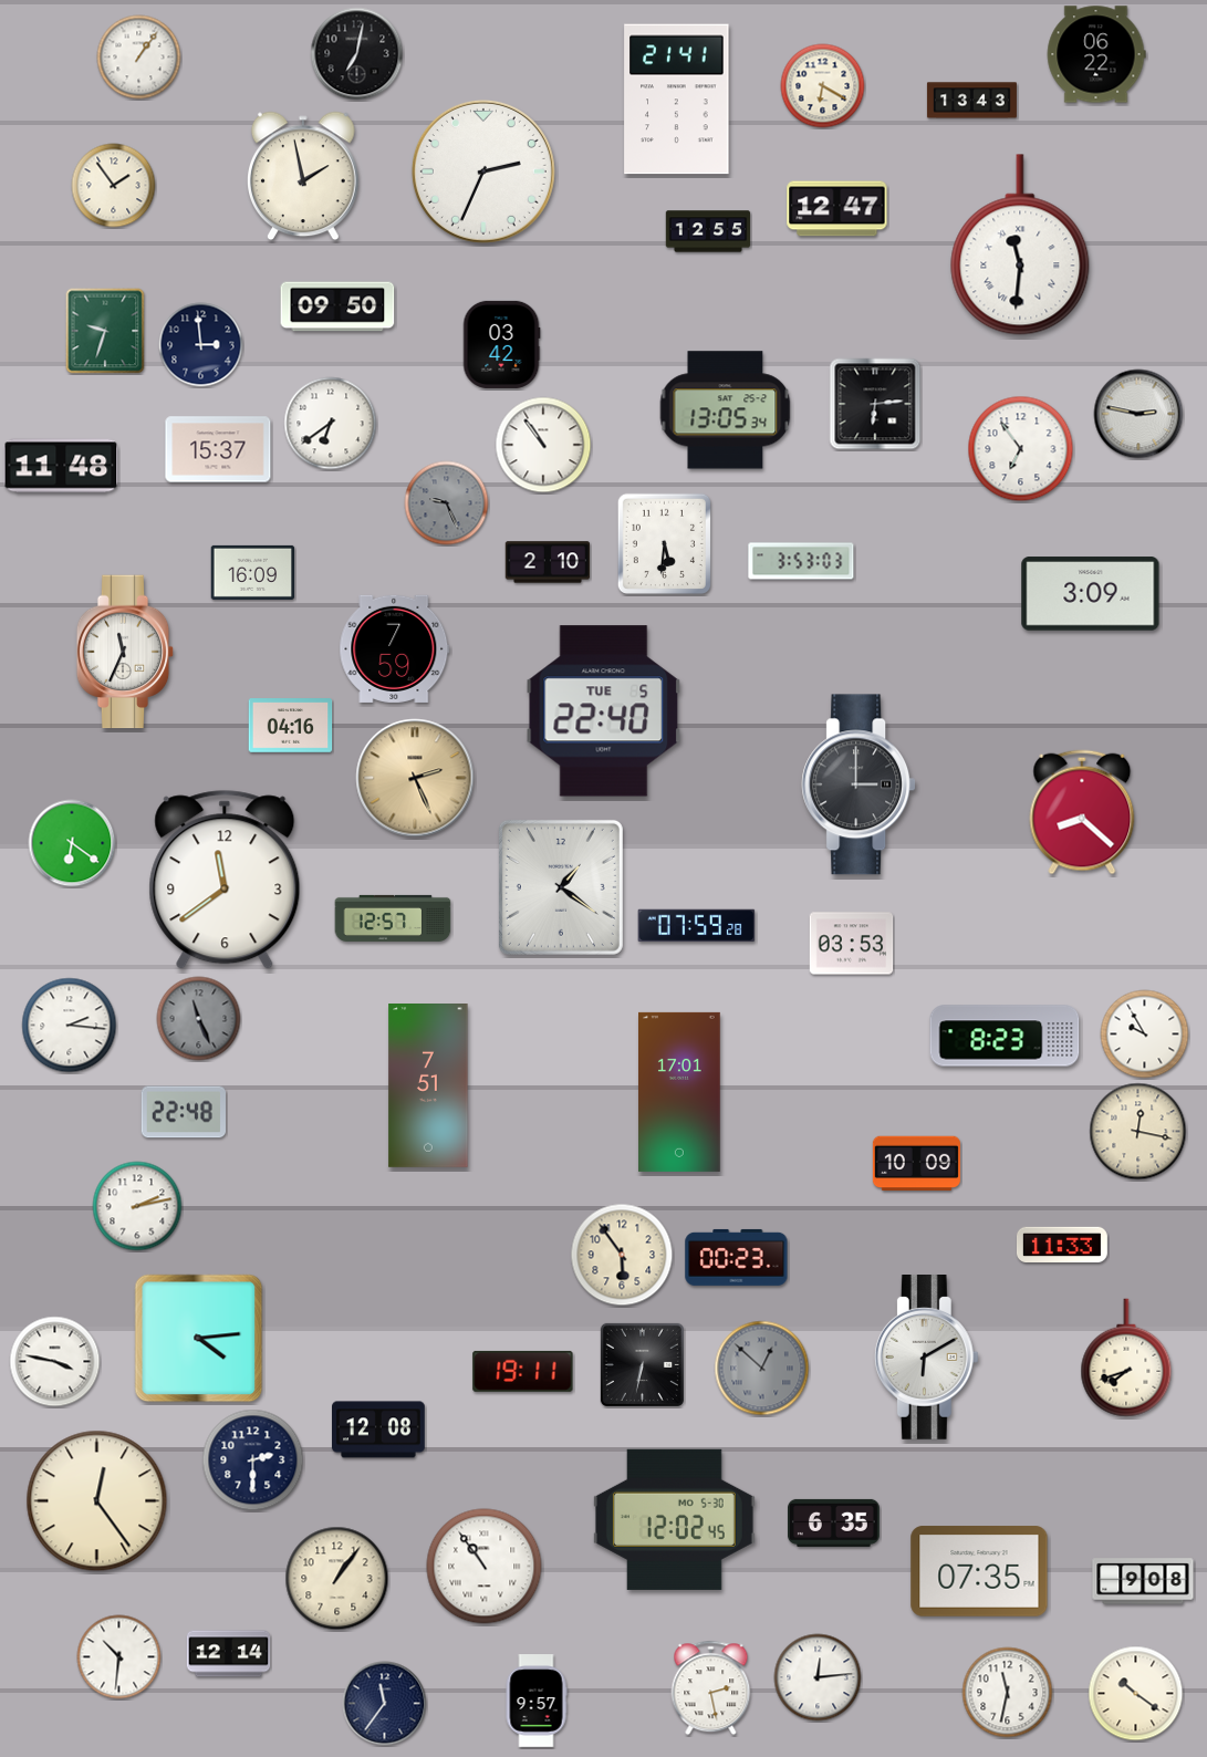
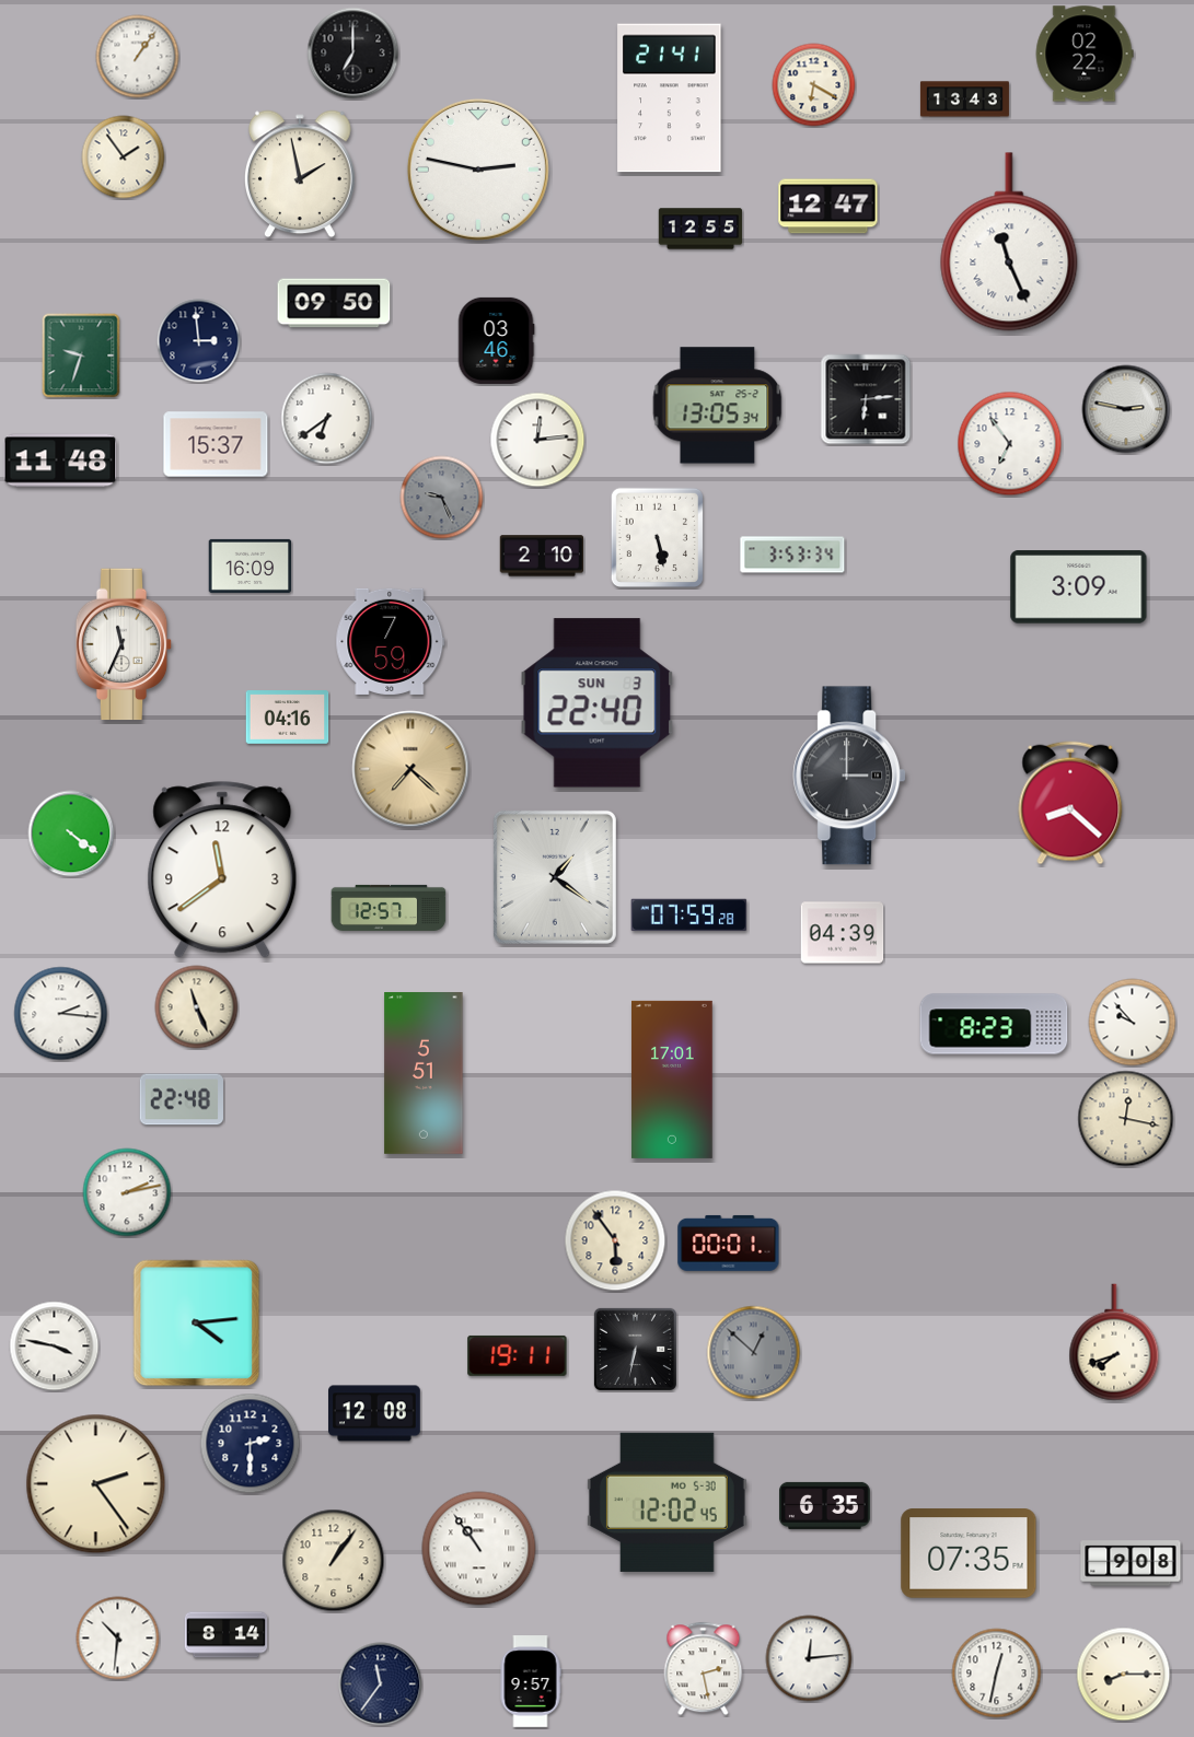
clock at (357, 54): 7:02 -> 7:00
clock at (1096, 54): 06:22 -> 02:22
clock at (971, 101) position: (971, 101) -> (964, 100)
clock at (483, 171): 2:34 -> 2:47
clock at (114, 186) position: (114, 186) -> (124, 158)
clock at (1020, 245): 11:31 -> 11:26
clock at (105, 331) position: (105, 331) -> (81, 355)
clock at (501, 344): 03:42 -> 03:46
clock at (543, 445): 10:54 -> 12:14
clock at (664, 543): 5:31 -> 5:28
clock at (801, 561): 3:53:03 -> 3:53:34
clock at (604, 711) date: TUE 5 -> SUN 3
clock at (415, 778): 2:26 -> 7:22
clock at (72, 843): 6:21 -> 4:21
clock at (852, 944): 03:53 -> 04:39
clock at (199, 1019) dial: grey -> cream
clock at (70, 1026) position: (70, 1026) -> (61, 1014)
clock at (1145, 1035): 9:55 -> 9:53
clock at (428, 1087): 7:51 -> 5:51
clock at (916, 1164): 10:09 -> none
clock at (137, 1206) position: (137, 1206) -> (127, 1192)
clock at (1062, 1244): 11:33 -> none
clock at (737, 1257): 00:23 -> 00:01
clock at (926, 1358): 6:10 -> none
clock at (97, 1501): 12:24 -> 2:24
clock at (229, 1654): 12:14 -> 8:14
clock at (1008, 1693): 11:32 -> 12:32
clock at (1136, 1694): 10:21 -> 8:15
